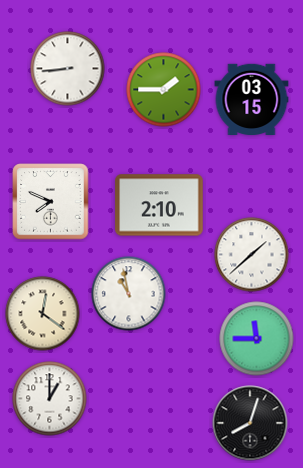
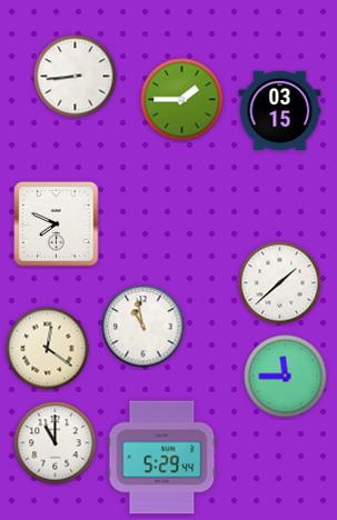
clock at (159, 205): 2:10 -> none
clock at (50, 399): 1:00 -> 11:00
clock at (162, 458): none -> 5:29
clock at (250, 423): 8:03 -> none
